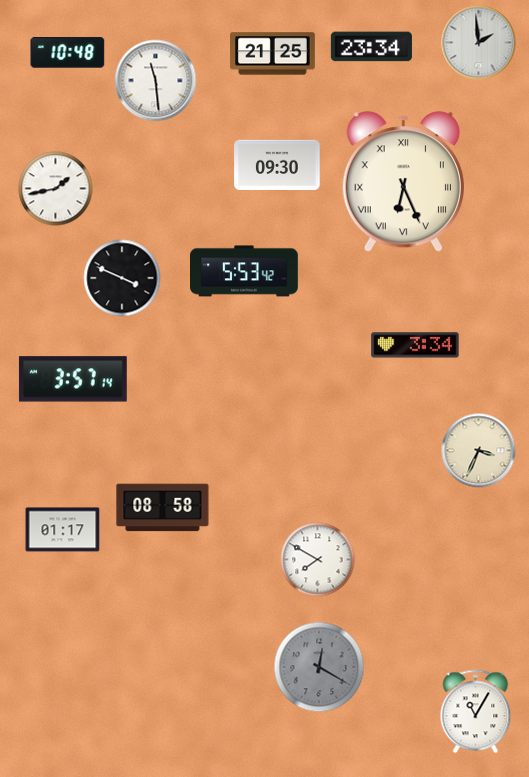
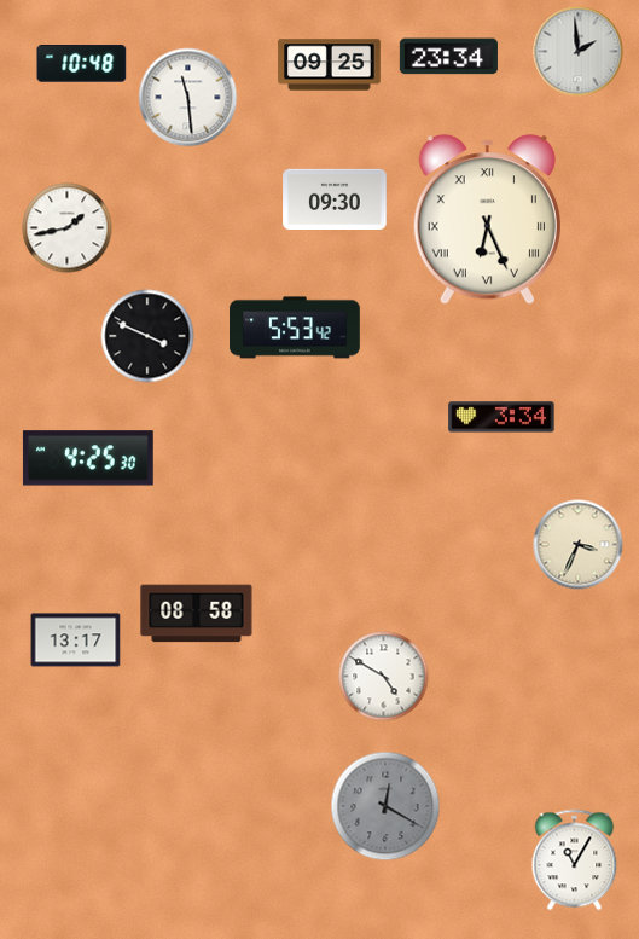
clock at (273, 54): 21:25 -> 09:25
clock at (73, 379): 3:57 -> 4:25
clock at (63, 530): 01:17 -> 13:17
clock at (318, 560): 7:50 -> 4:50
